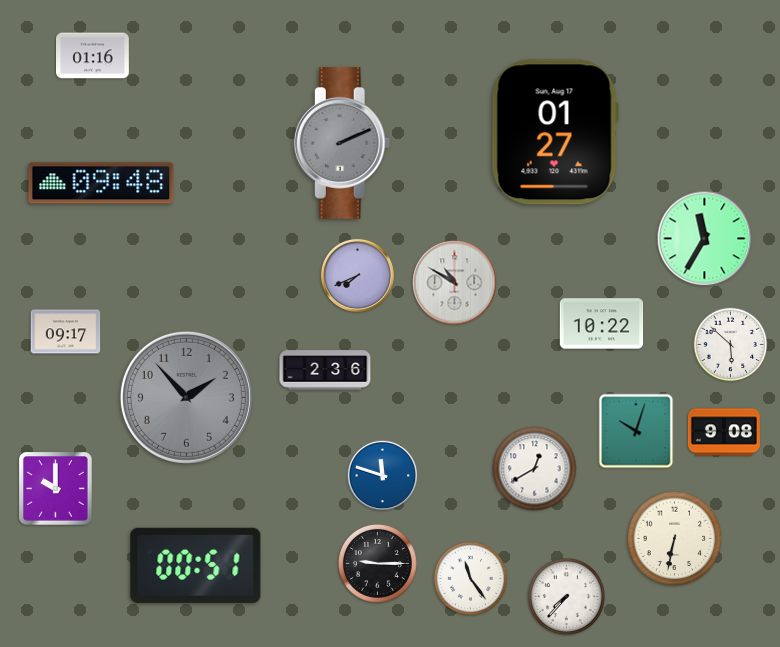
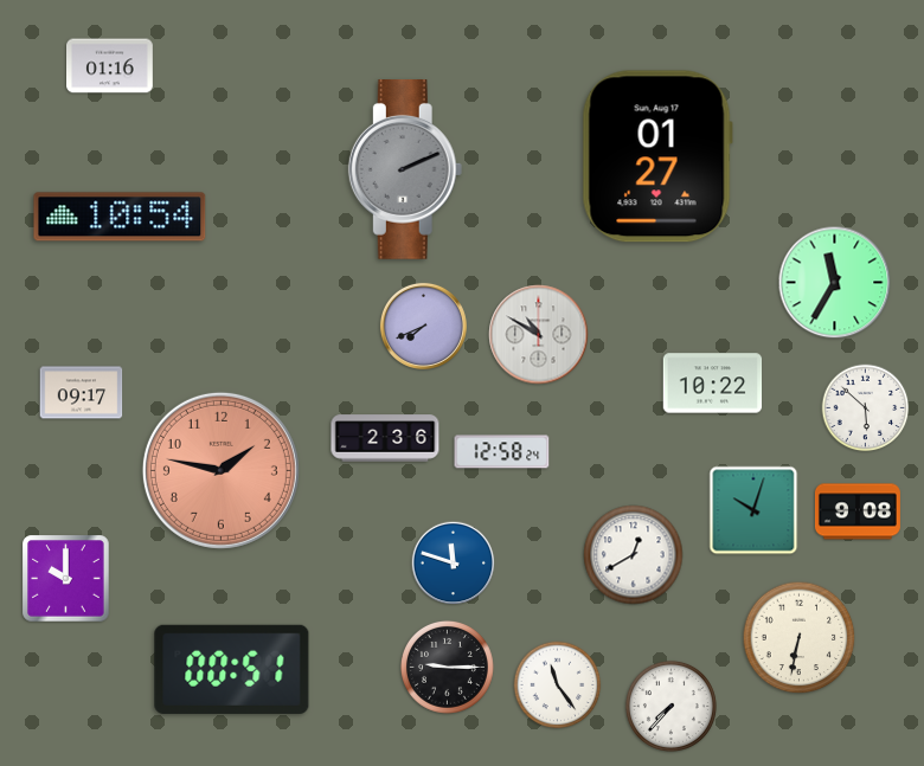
clock at (101, 183): 09:48 -> 10:54
clock at (66, 332) position: (66, 332) -> (82, 393)
clock at (502, 452): none -> 12:58
clock at (186, 397): 1:53 -> 1:47
clock at (186, 397) dial: grey -> salmon
